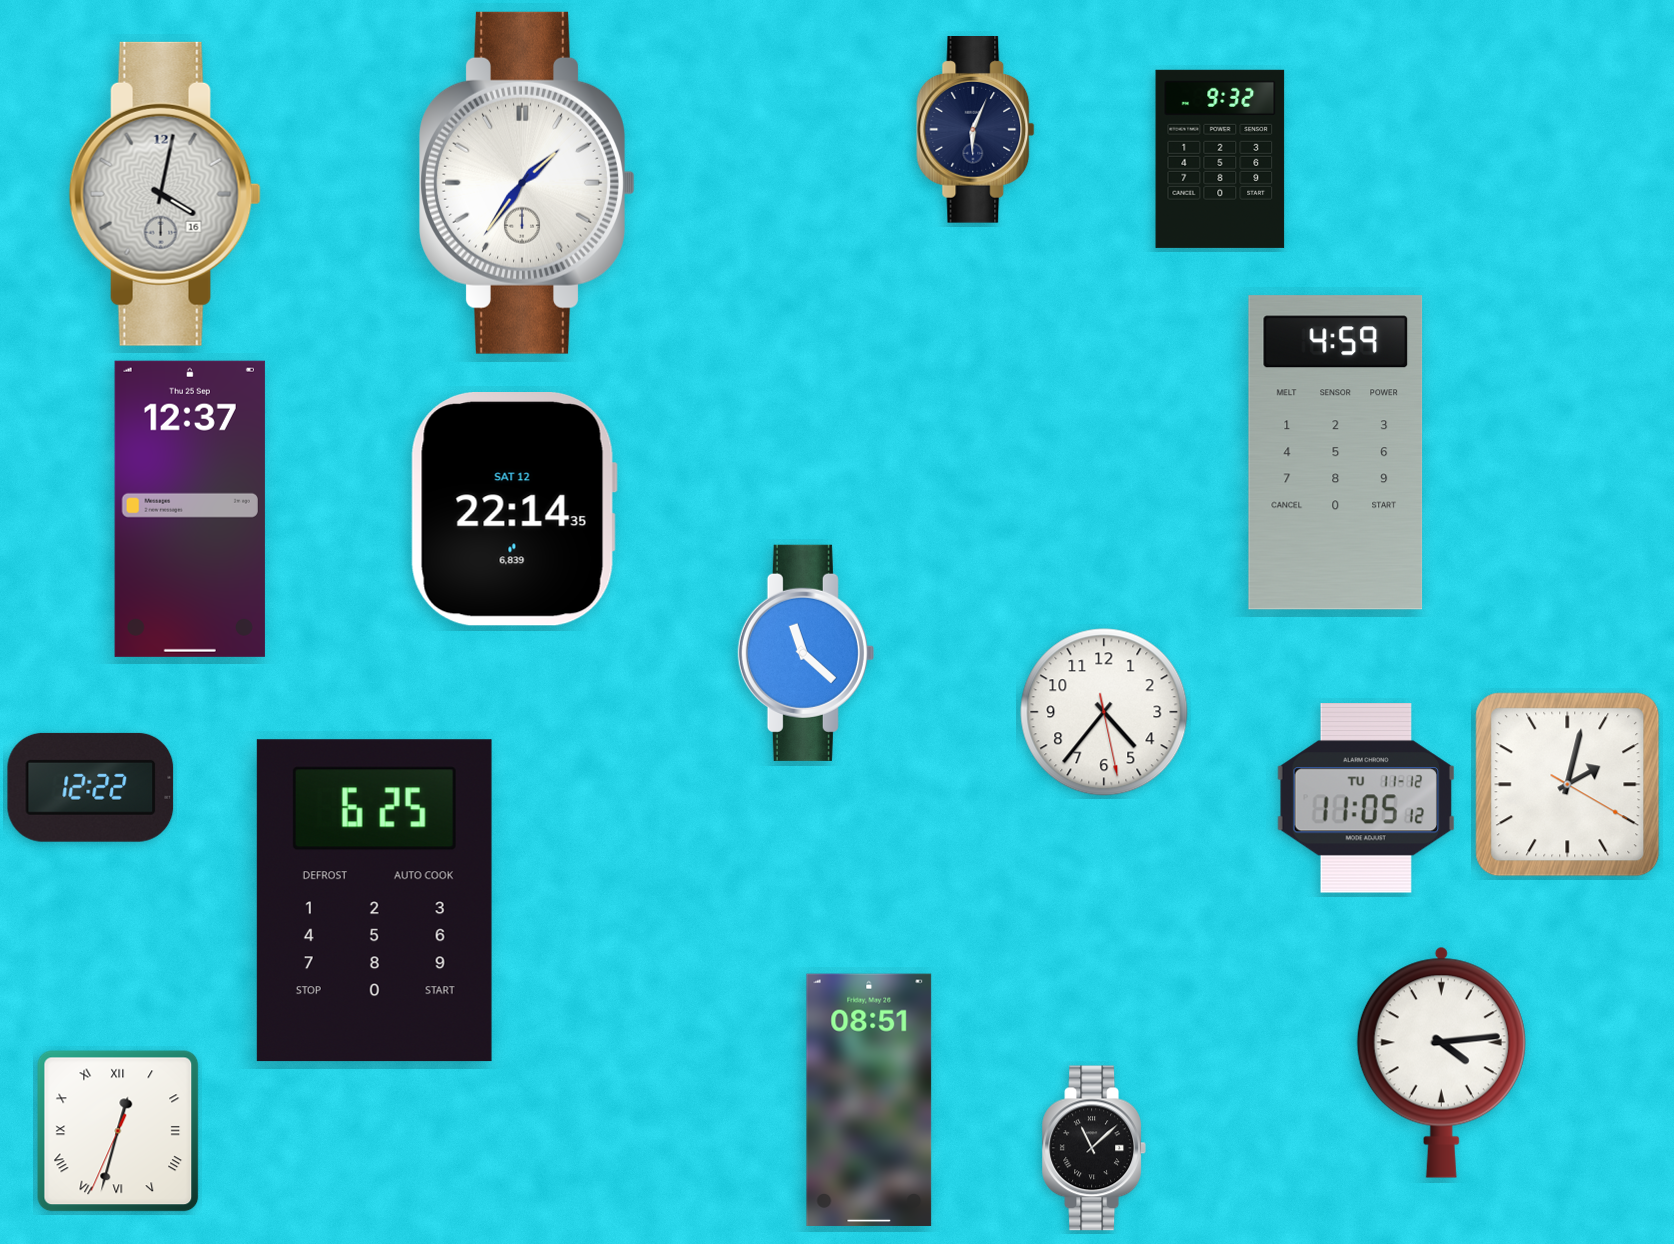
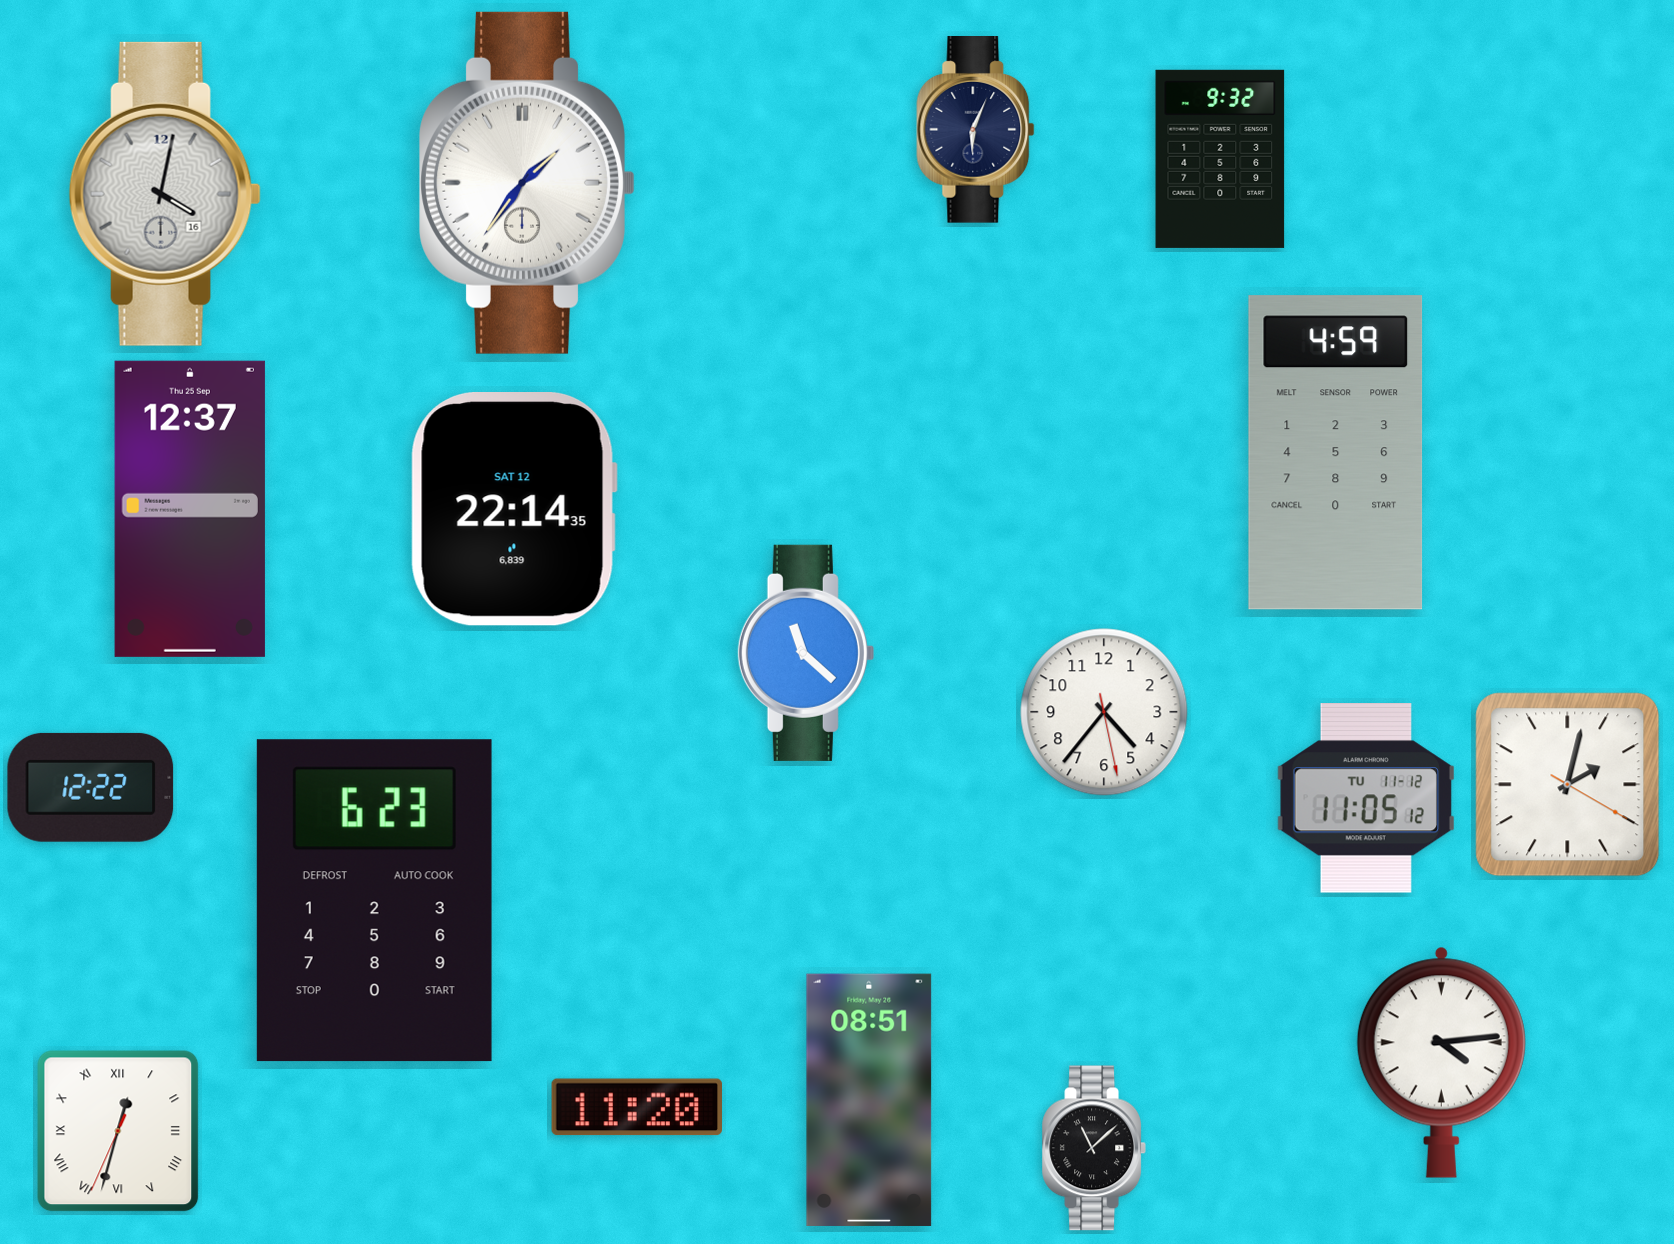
clock at (374, 901): 6:25 -> 6:23
clock at (637, 1107): none -> 11:20
